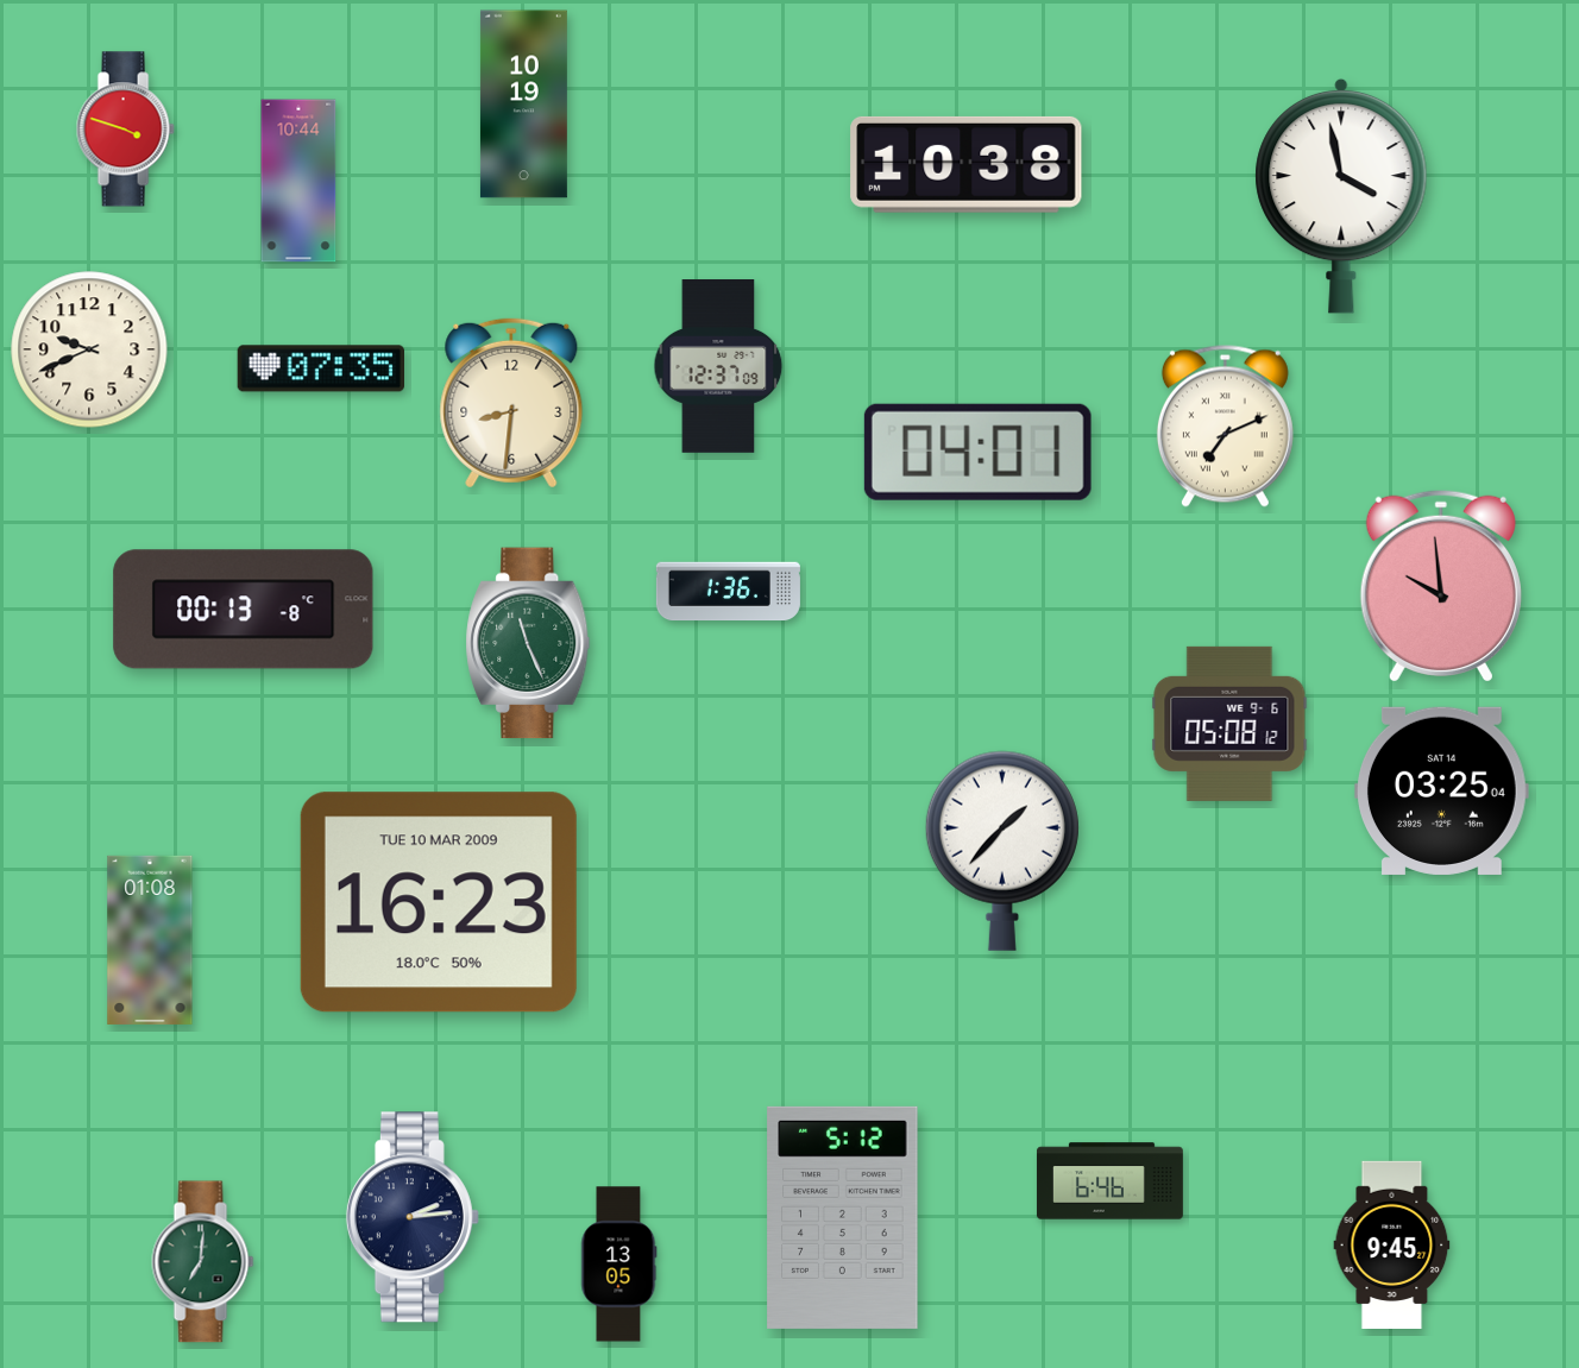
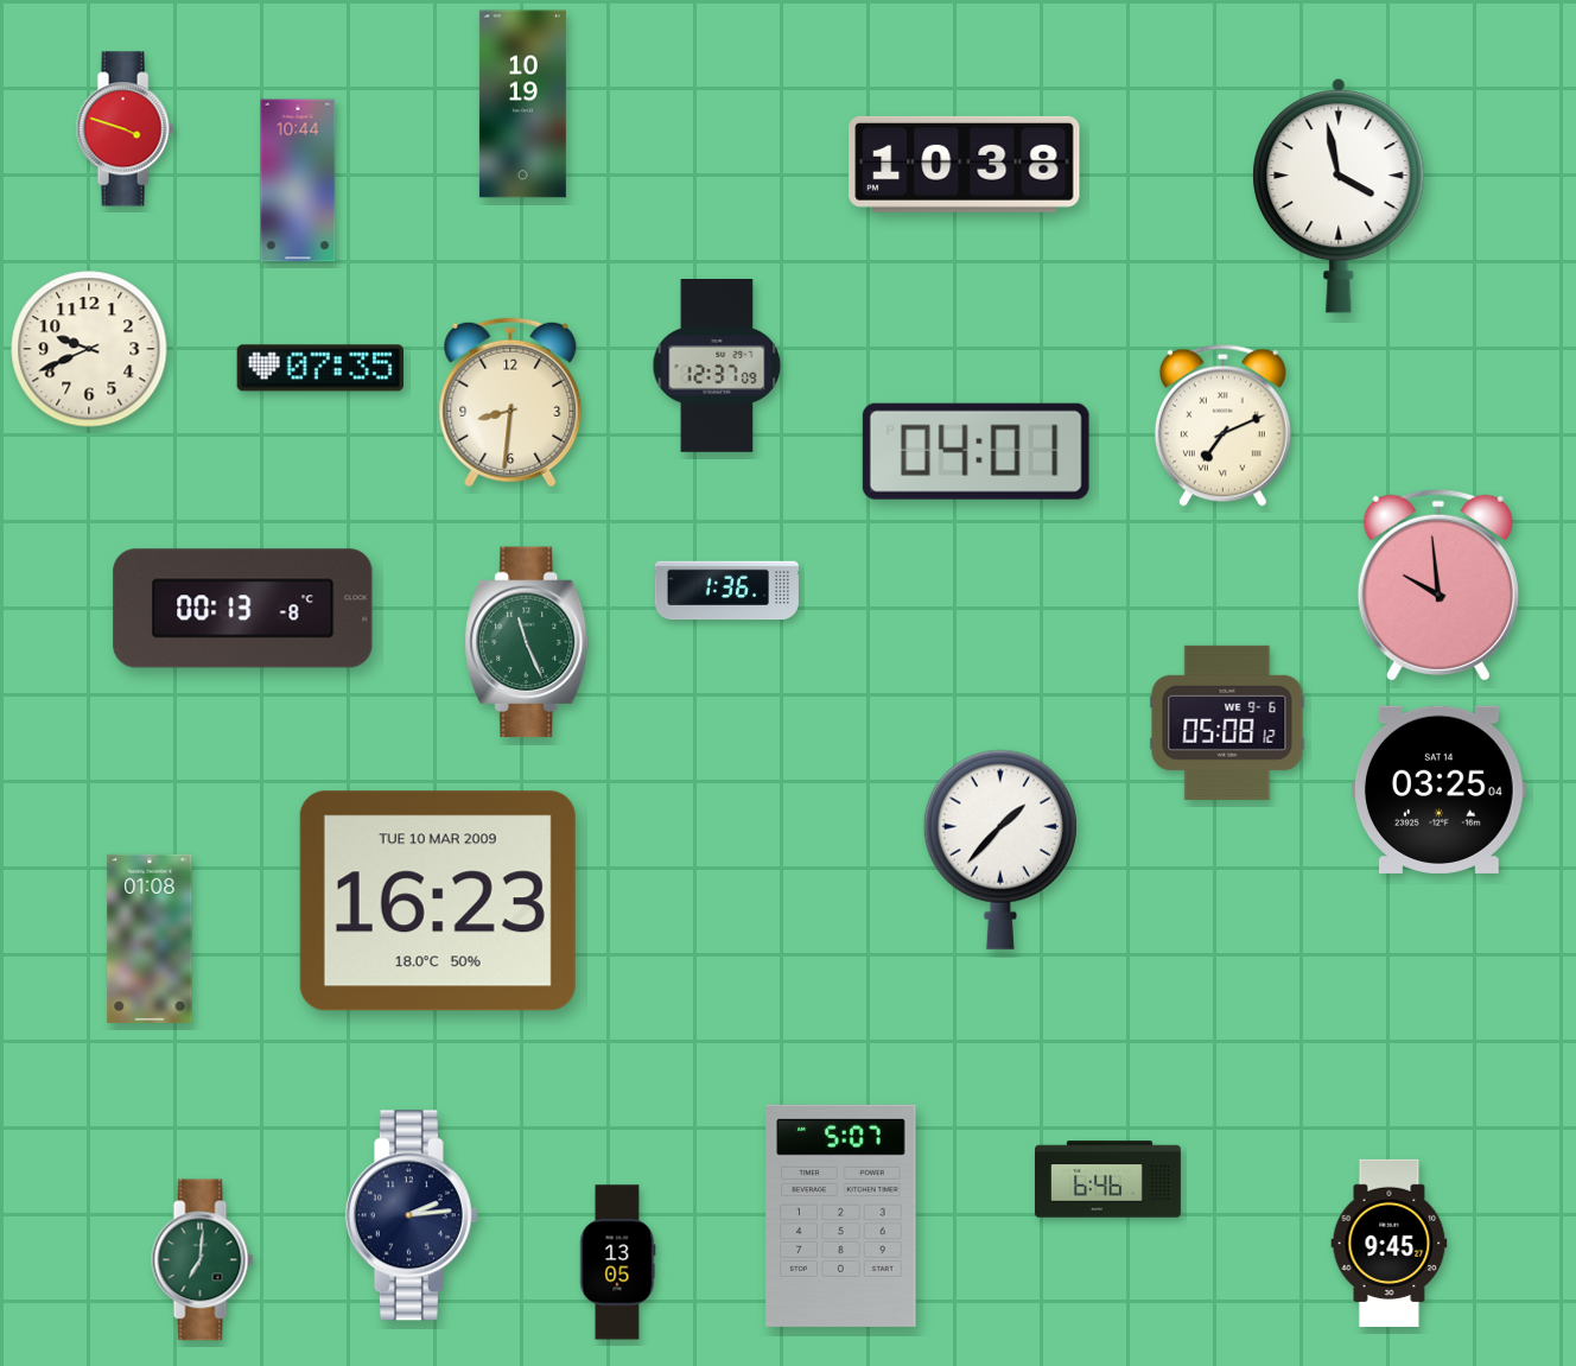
clock at (843, 1217): 5:12 -> 5:07
